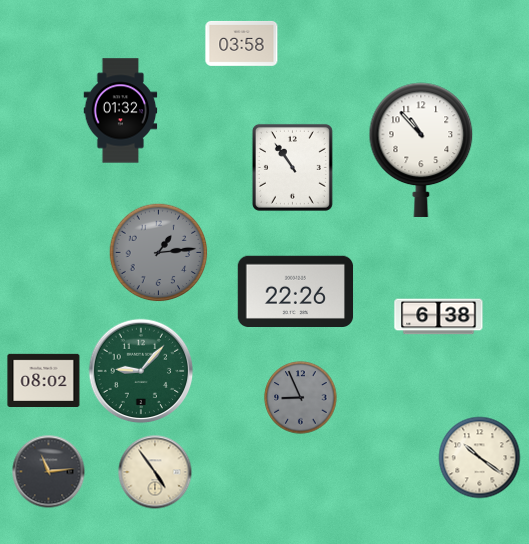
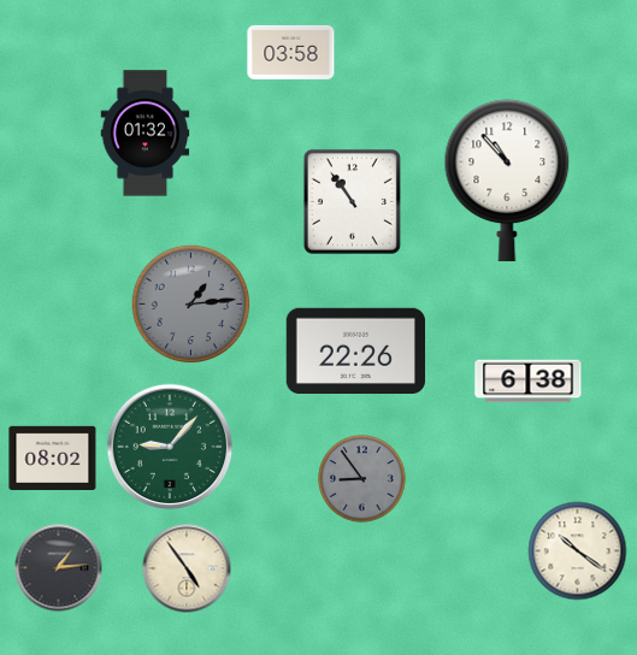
clock at (301, 398): 8:56 -> 8:54
clock at (49, 472): 11:14 -> 1:14
